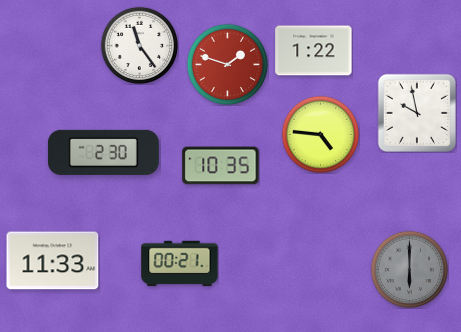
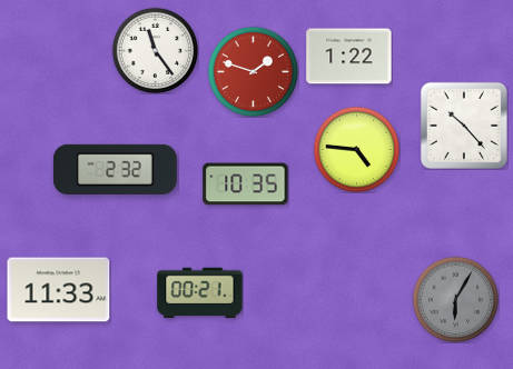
clock at (417, 113): 9:58 -> 10:23
clock at (103, 152): 2:30 -> 2:32
clock at (409, 269): 6:00 -> 6:05
